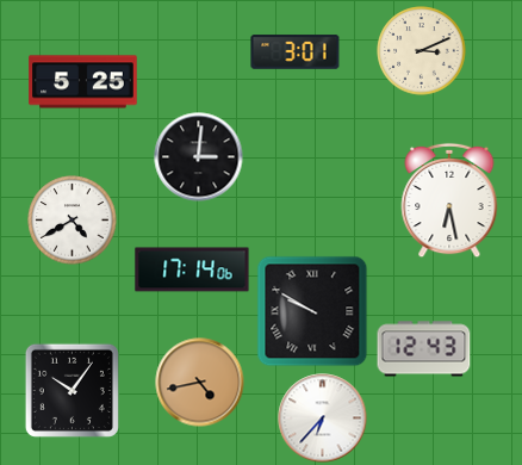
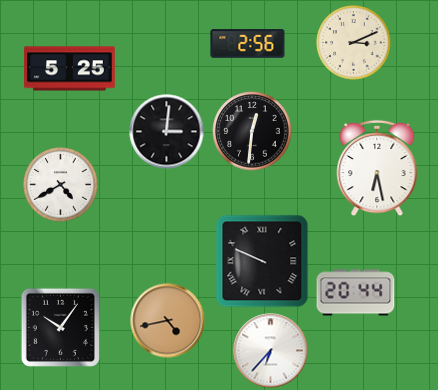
clock at (296, 52): 3:01 -> 2:56
clock at (252, 131): none -> 12:31
clock at (192, 269): 17:14 -> none
clock at (312, 311): 9:50 -> 9:49
clock at (424, 349): 12:43 -> 20:44
